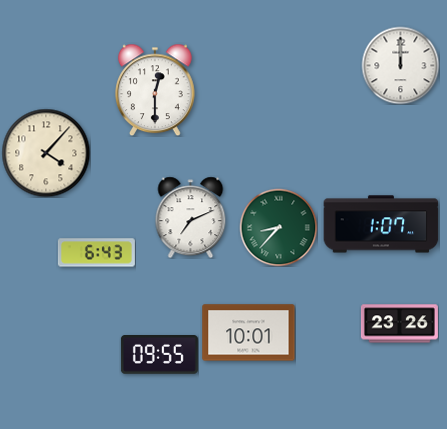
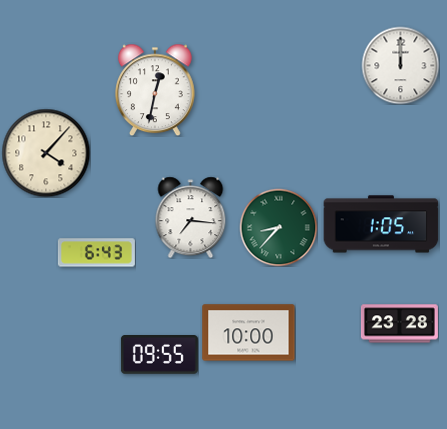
clock at (156, 90): 12:30 -> 12:32
clock at (191, 217): 7:11 -> 7:16
clock at (381, 224): 1:07 -> 1:05
clock at (399, 324): 23:26 -> 23:28
clock at (249, 333): 10:01 -> 10:00
